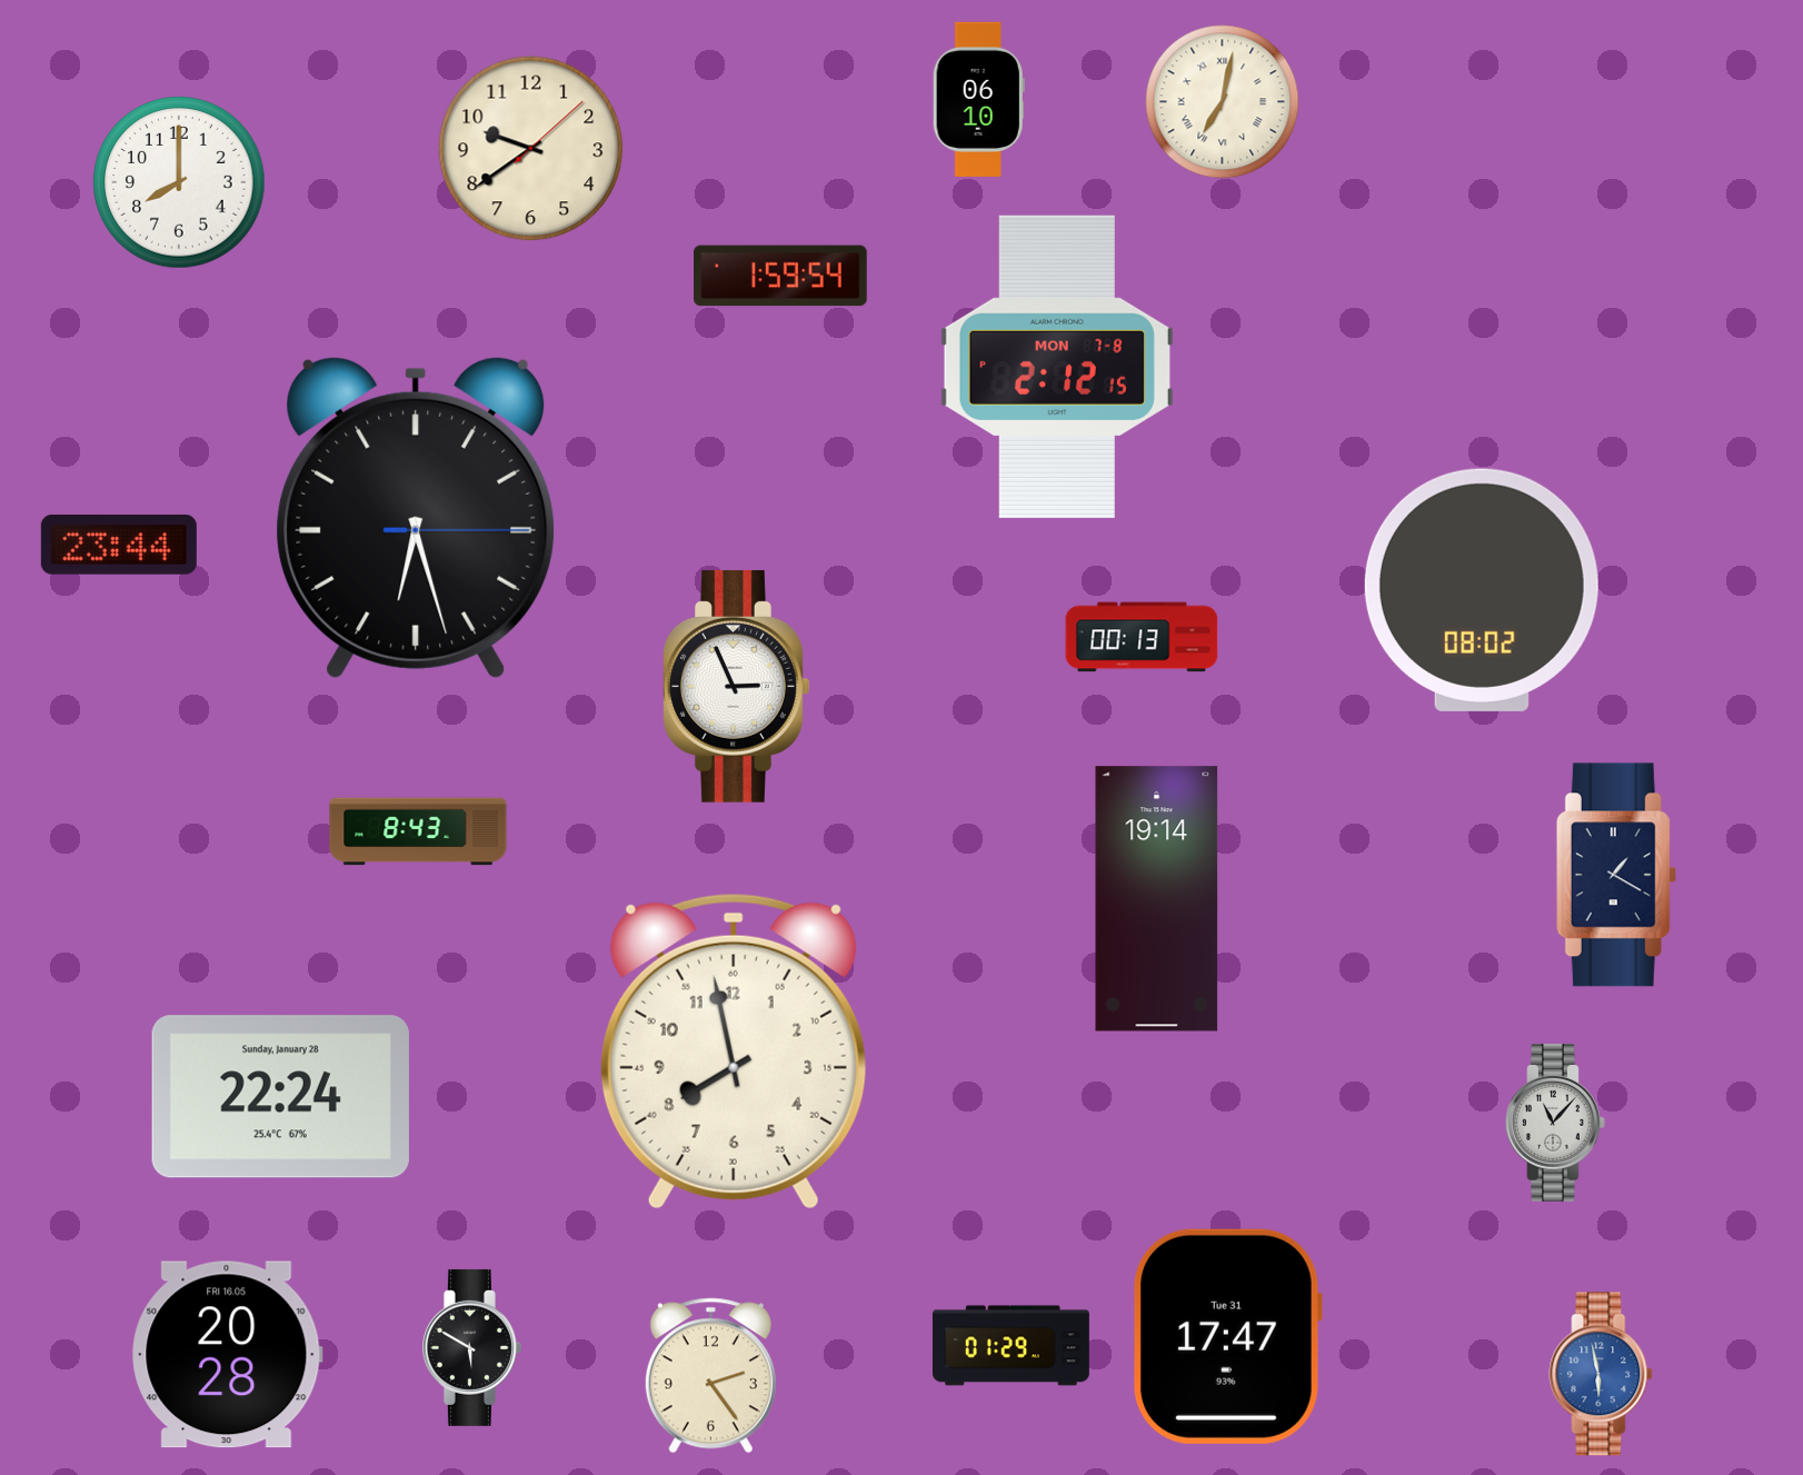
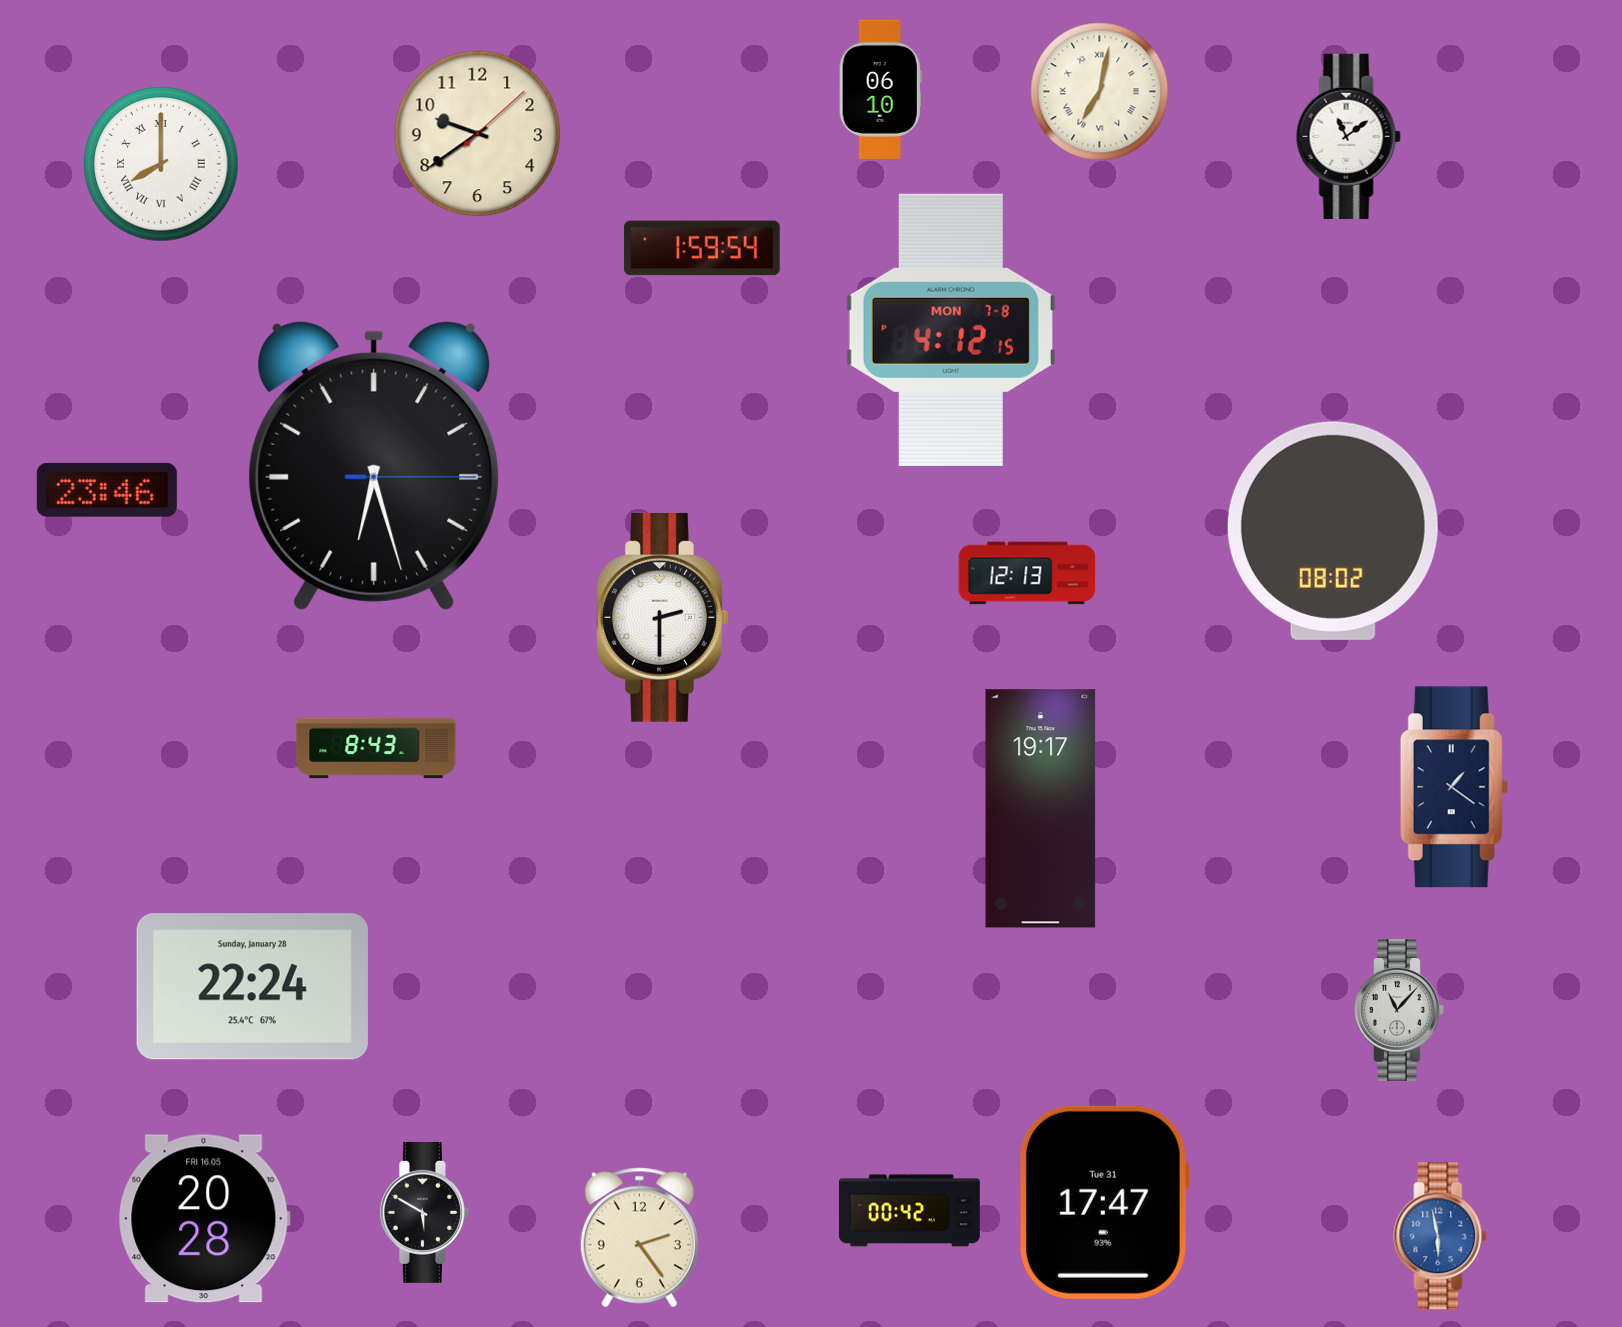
clock at (1348, 136): none -> 11:09
clock at (179, 182) numerals: Arabic -> Roman
clock at (1057, 367): 2:12 -> 4:12
clock at (119, 545): 23:44 -> 23:46
clock at (1142, 637): 00:13 -> 12:13
clock at (737, 686): 2:56 -> 2:30
clock at (1616, 875): 1:20 -> 1:21
clock at (1157, 899): 19:14 -> 19:17
clock at (734, 1052): 7:58 -> none
clock at (1010, 1346): 01:29 -> 00:42
